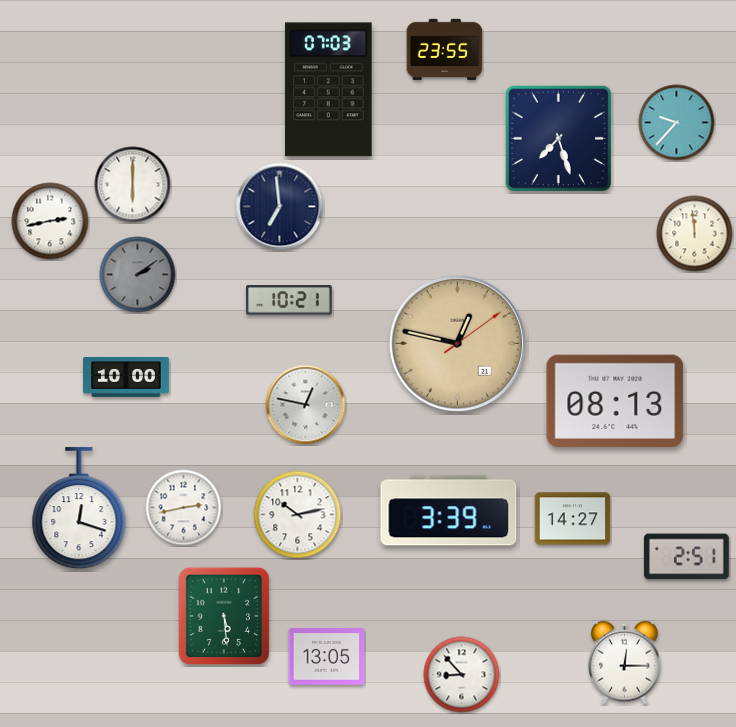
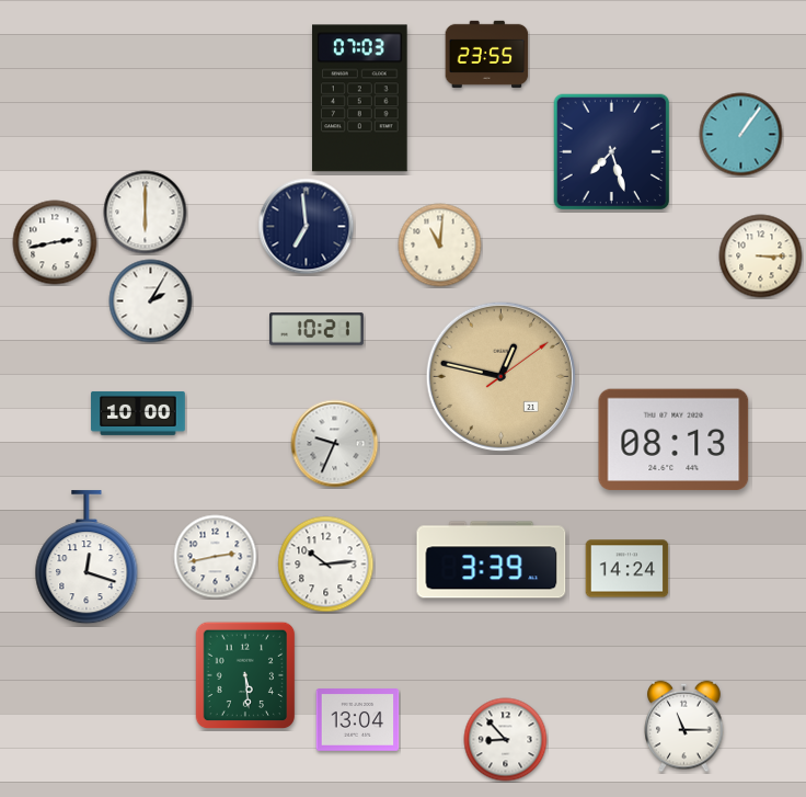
clock at (677, 123): 9:37 -> 1:06
clock at (133, 185) position: (133, 185) -> (146, 213)
clock at (440, 246): none -> 11:01
clock at (695, 234): 11:59 -> 3:15
clock at (138, 275): 2:09 -> 2:05
clock at (138, 275) dial: grey -> white
clock at (306, 405): 12:47 -> 9:34
clock at (184, 508) position: (184, 508) -> (216, 557)
clock at (298, 515): 10:13 -> 10:14
clock at (573, 519): 14:27 -> 14:24
clock at (686, 557): 2:51 -> none
clock at (327, 657): 13:05 -> 13:04
clock at (625, 663): 12:15 -> 11:15
